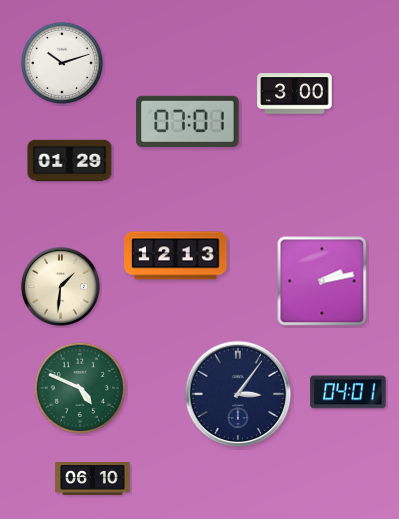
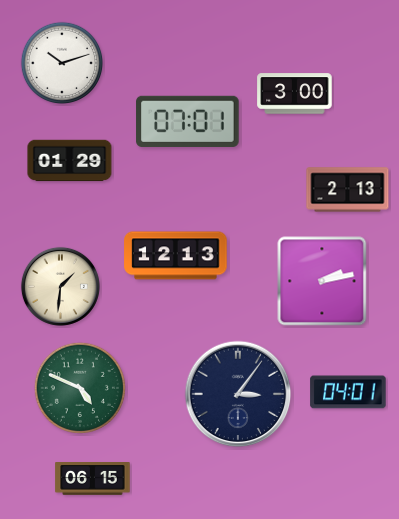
clock at (348, 190): none -> 2:13
clock at (93, 479): 06:10 -> 06:15
